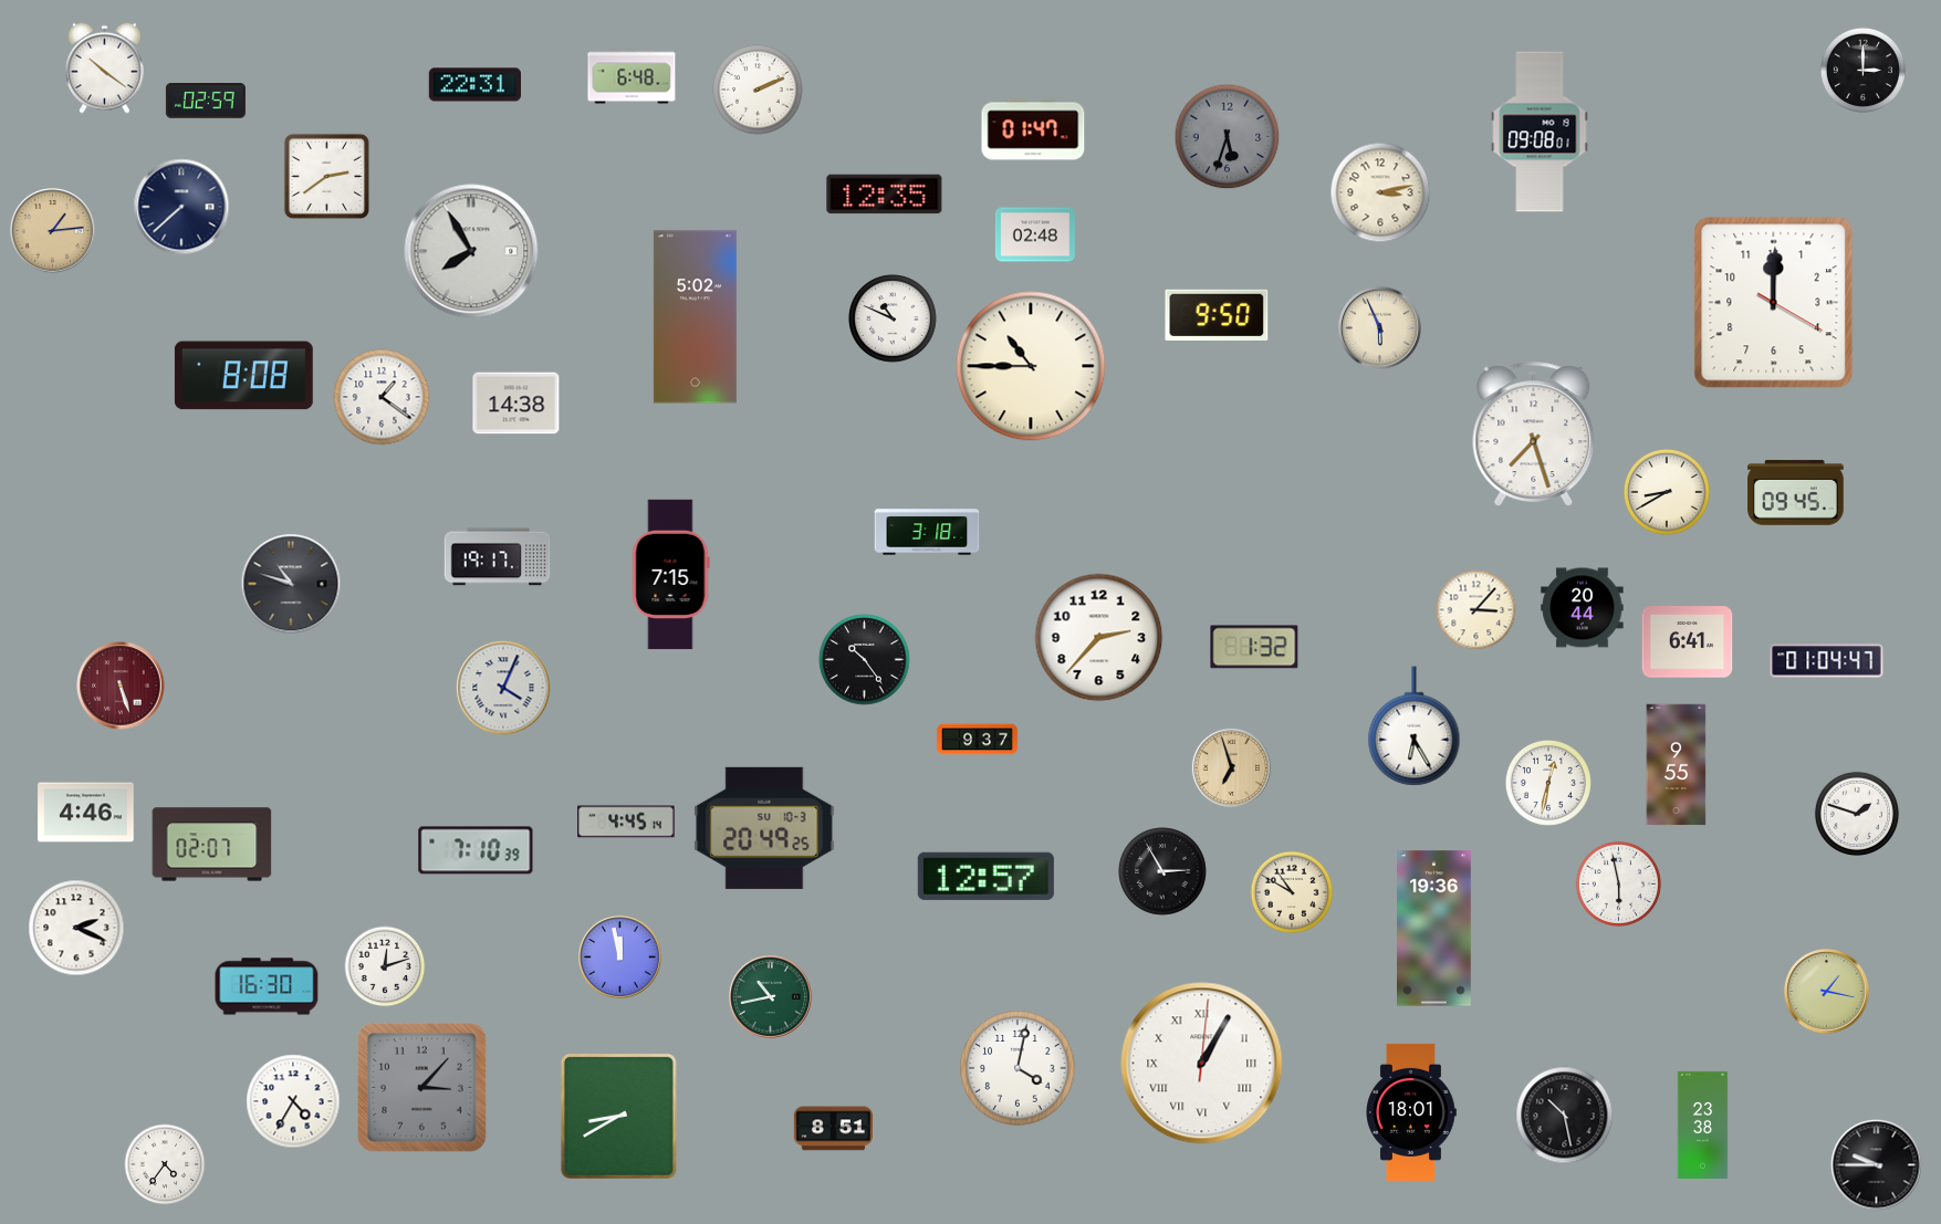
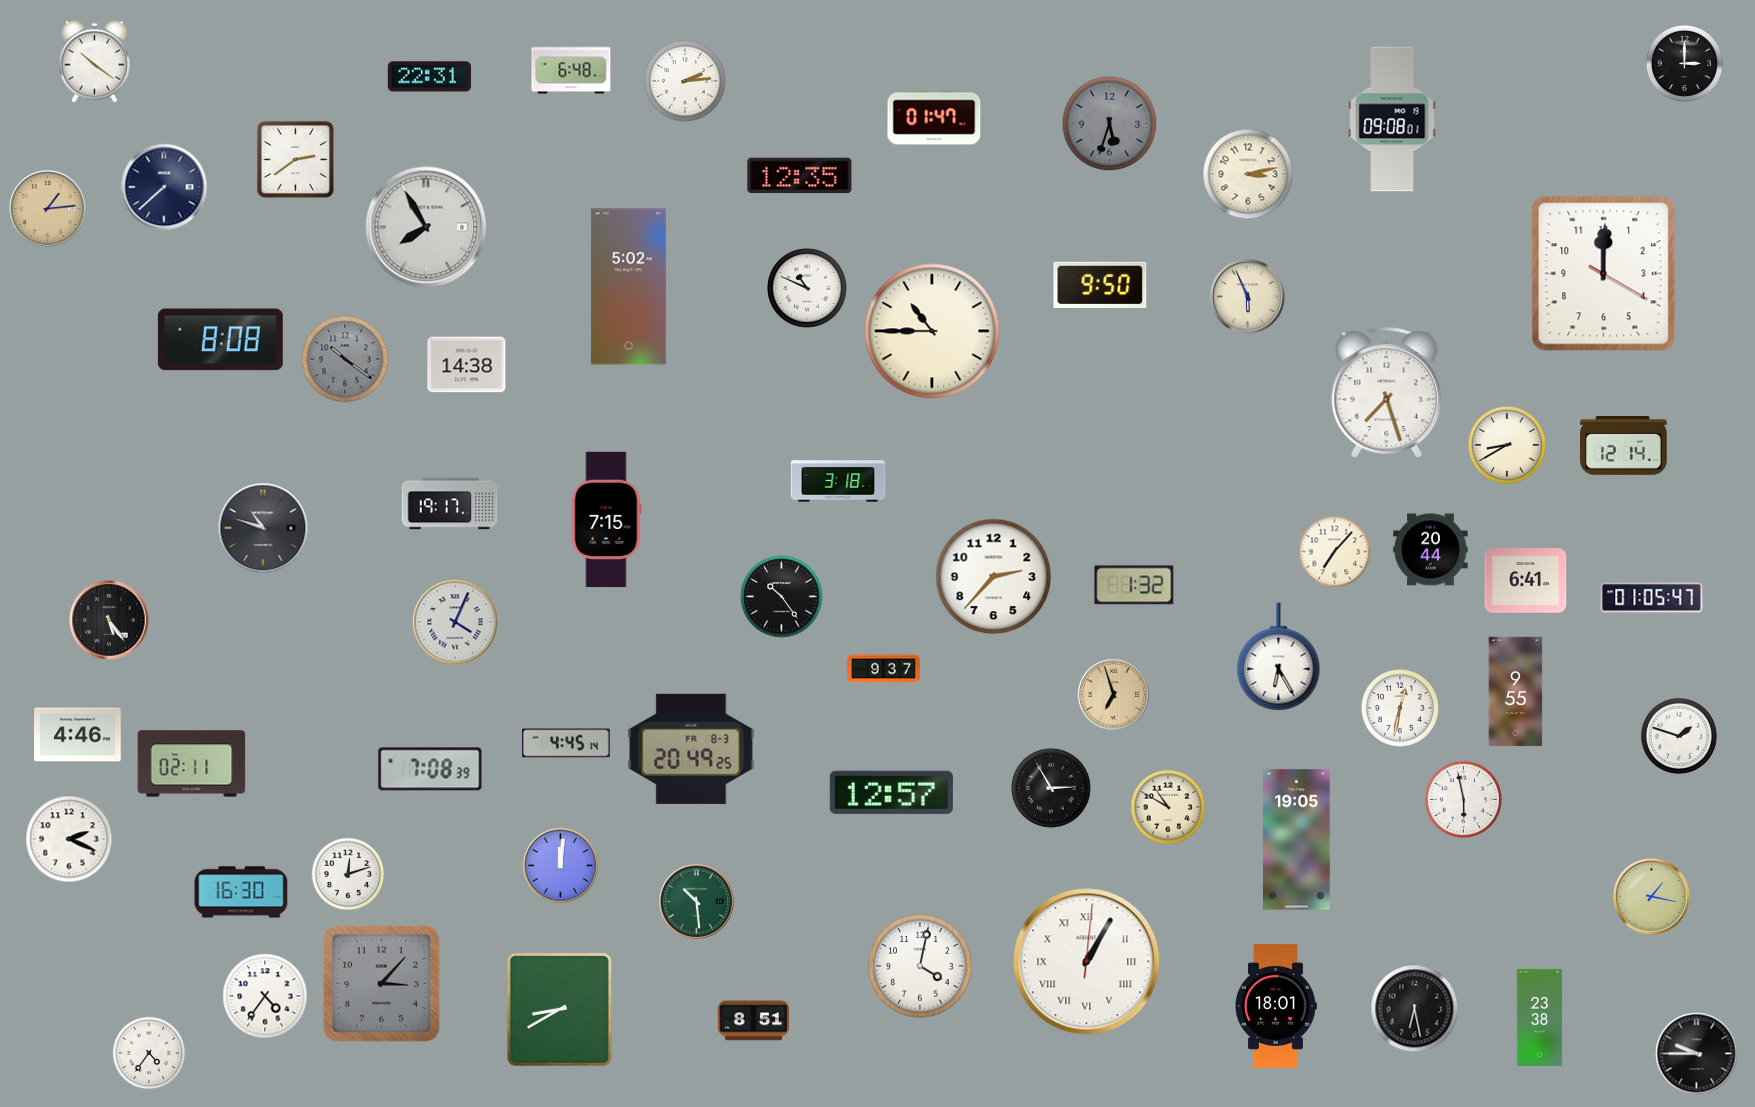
clock at (758, 90): 2:11 -> 2:14
clock at (206, 102): 02:59 -> none
clock at (1035, 234): 02:48 -> none
clock at (382, 397): 1:21 -> 10:21
clock at (382, 397) dial: white -> grey
clock at (1796, 492): 09:45 -> 12:14
clock at (1476, 610): 3:07 -> 7:07
clock at (1827, 661): 01:04 -> 01:05
clock at (121, 686): 5:27 -> 5:24
clock at (121, 686) dial: burgundy -> black
clock at (764, 828) date: SU 10-3 -> FR 8-3
clock at (212, 845): 02:07 -> 02:11
clock at (476, 850): 7:10 -> 7:08
clock at (1434, 929): 19:36 -> 19:05
clock at (619, 956): 11:58 -> 12:01
clock at (770, 996): 10:43 -> 10:29
clock at (293, 1101): 4:35 -> 4:36
clock at (1565, 1116): 10:28 -> 6:28
